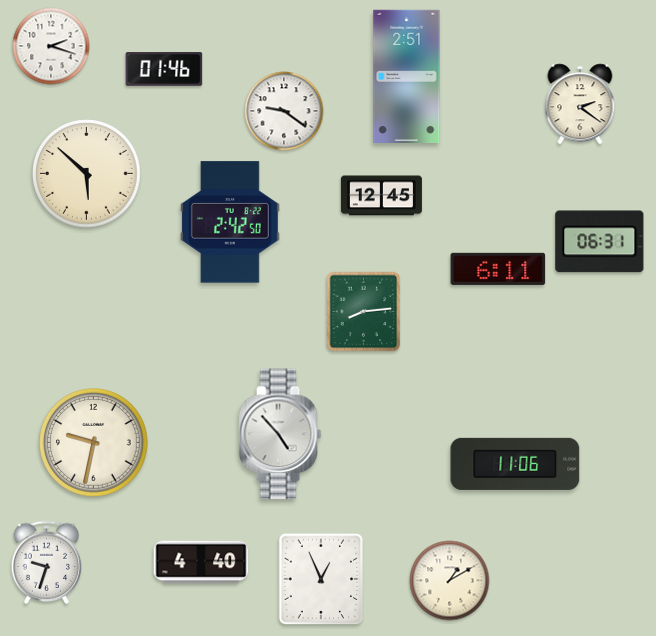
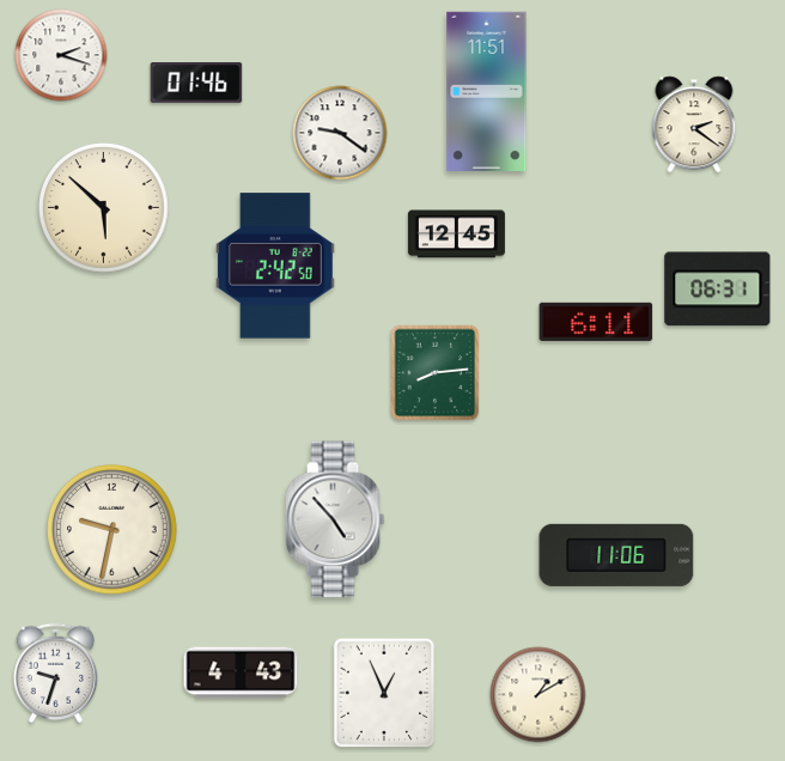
clock at (407, 76): 2:51 -> 11:51
clock at (201, 562): 4:40 -> 4:43
